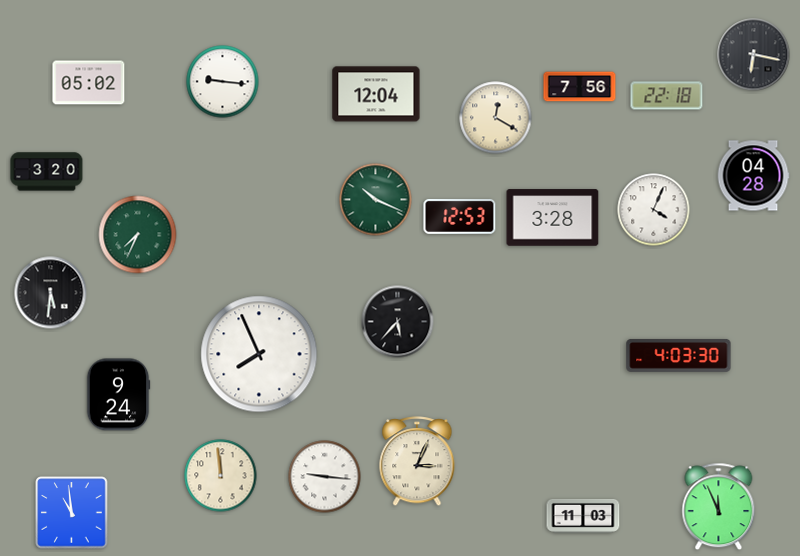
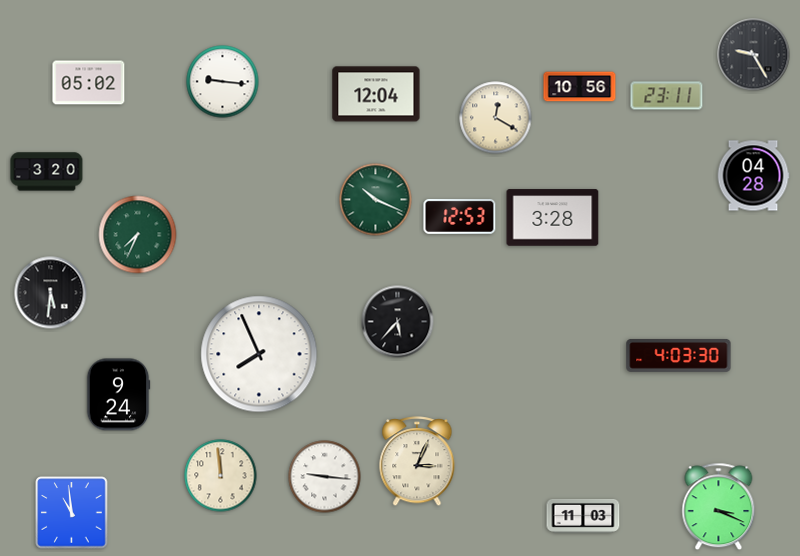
clock at (754, 55): 6:17 -> 9:25
clock at (580, 87): 7:56 -> 10:56
clock at (667, 96): 22:18 -> 23:11
clock at (654, 210): 4:04 -> none
clock at (719, 507): 11:56 -> 3:19
